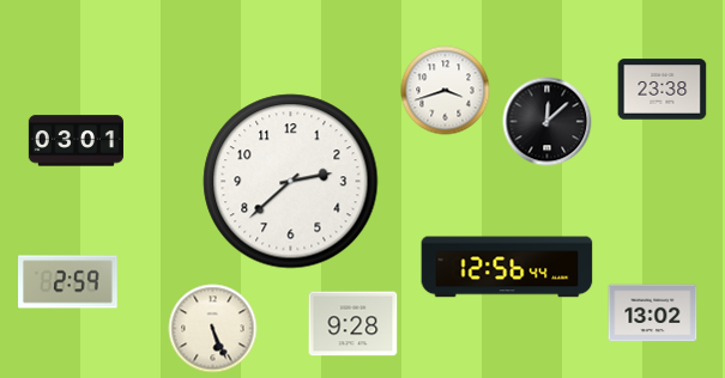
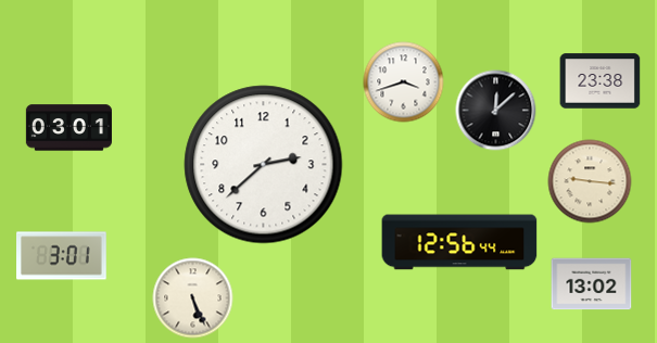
clock at (590, 181): none -> 9:16
clock at (68, 282): 2:59 -> 3:01
clock at (354, 324): 9:28 -> none
